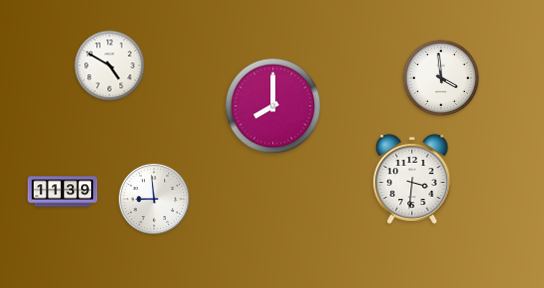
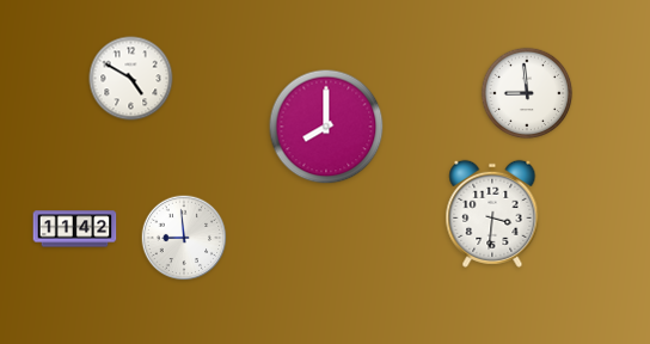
clock at (441, 78): 3:59 -> 8:59
clock at (63, 192): 11:39 -> 11:42
